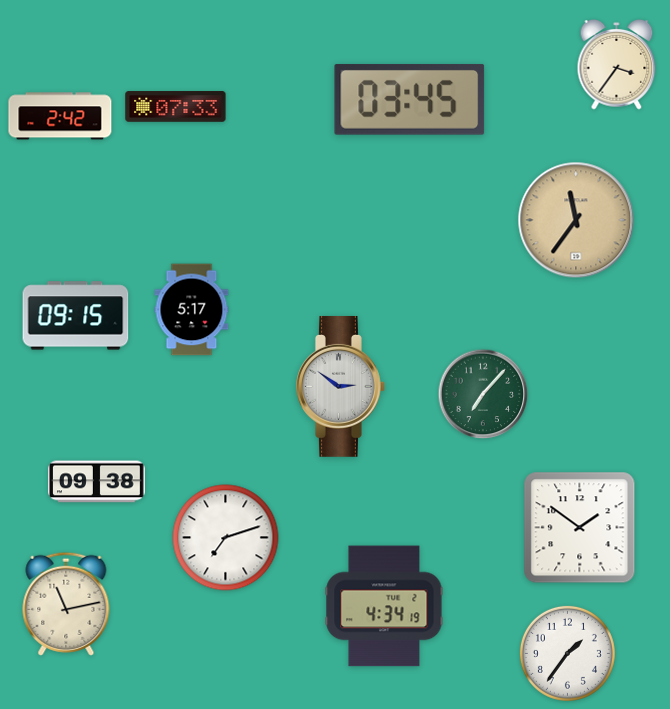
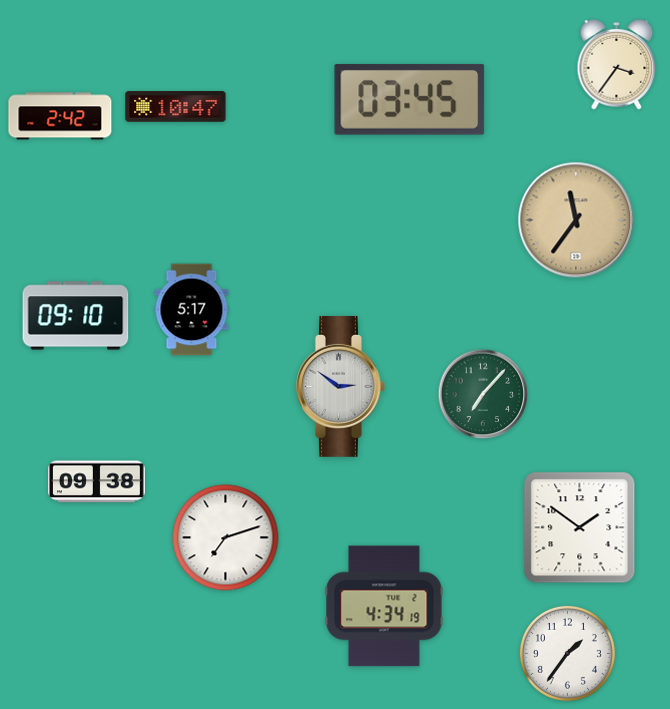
clock at (176, 107): 07:33 -> 10:47
clock at (76, 316): 09:15 -> 09:10
clock at (66, 604): 11:13 -> none
